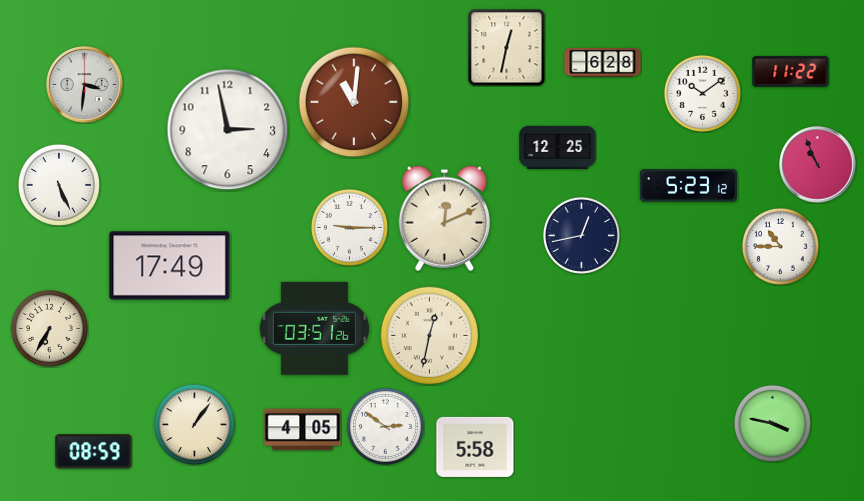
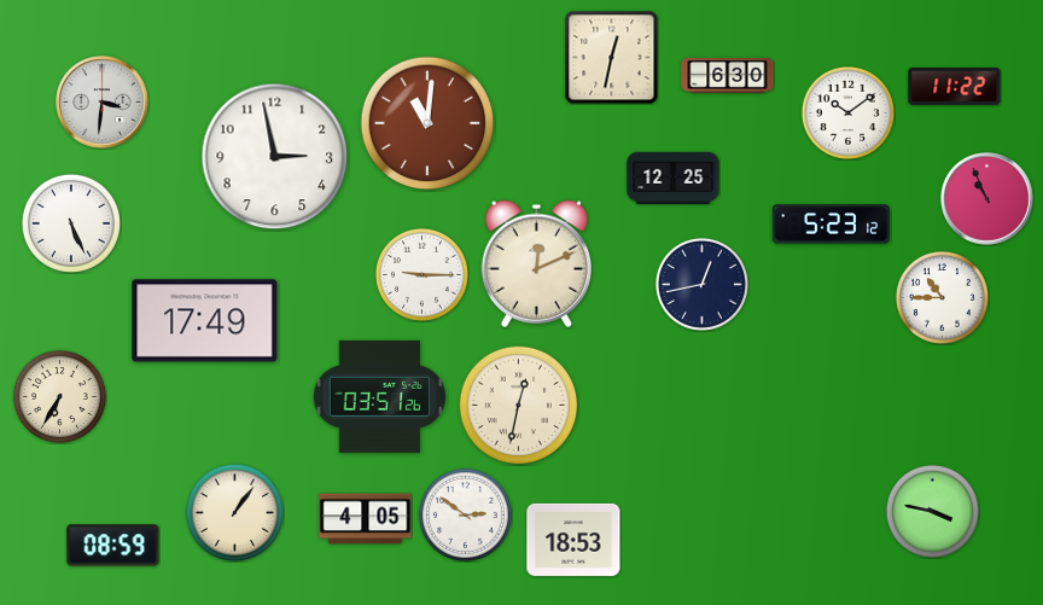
clock at (603, 62): 6:28 -> 6:30
clock at (475, 447): 5:58 -> 18:53
